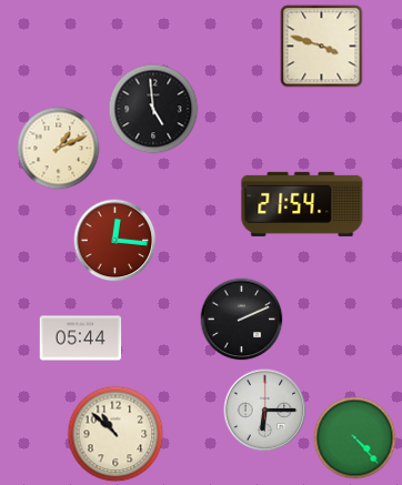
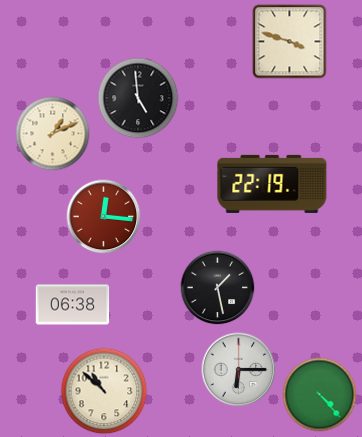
clock at (302, 204): 21:54 -> 22:19
clock at (242, 320): 2:11 -> 1:28
clock at (81, 339): 05:44 -> 06:38
